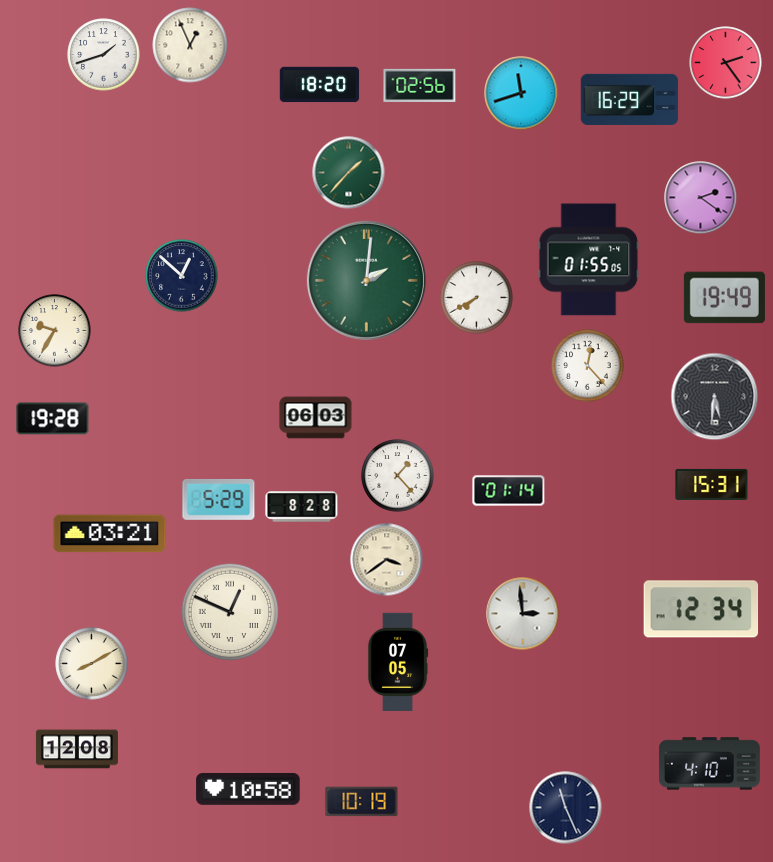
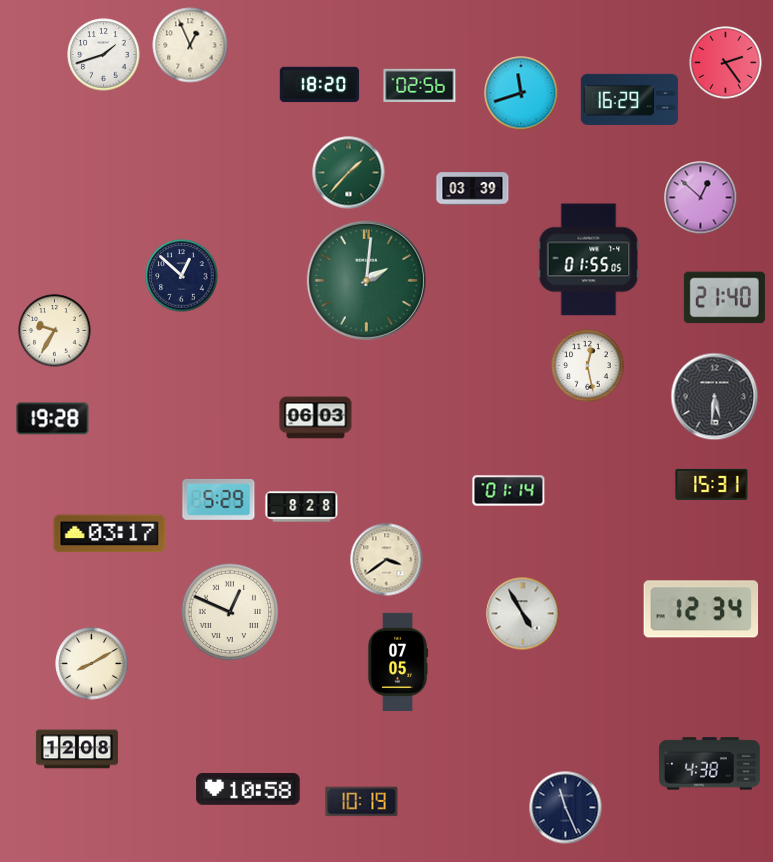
clock at (473, 189): none -> 03:39
clock at (701, 198): 2:21 -> 12:52
clock at (477, 298): 7:40 -> none
clock at (724, 298): 19:49 -> 21:40
clock at (588, 366): 12:23 -> 12:28
clock at (398, 476): 1:23 -> none
clock at (110, 534): 03:21 -> 03:17
clock at (523, 614): 2:59 -> 4:55
clock at (709, 764): 4:10 -> 4:38
